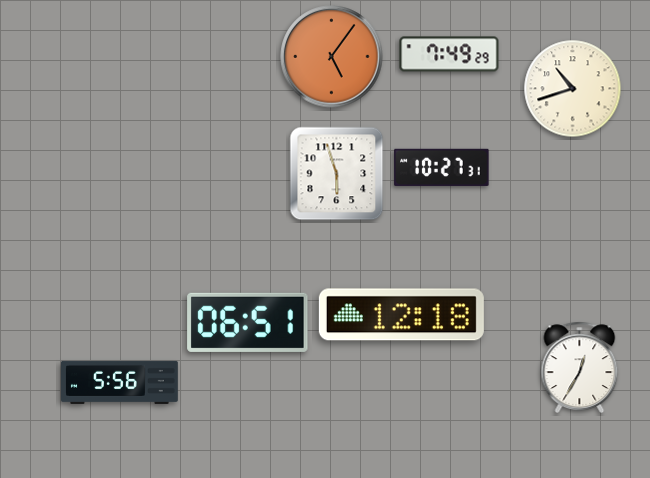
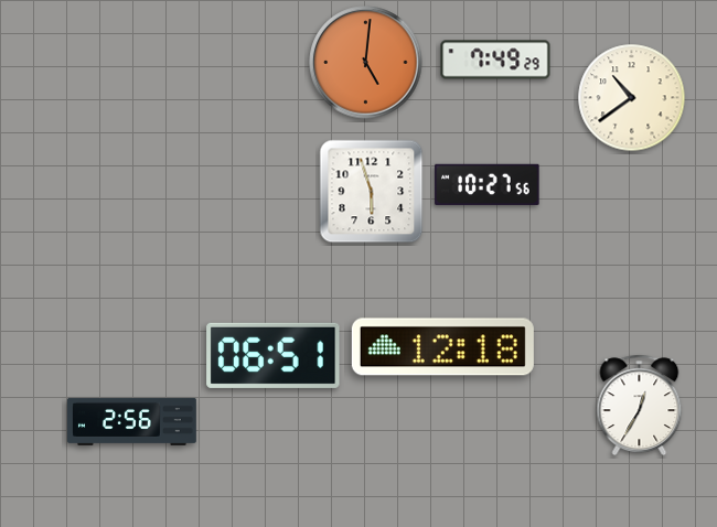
clock at (332, 57): 5:06 -> 5:01
clock at (573, 89): 10:42 -> 10:39
clock at (442, 167): 10:27:31 -> 10:27:56
clock at (120, 382): 5:56 -> 2:56
